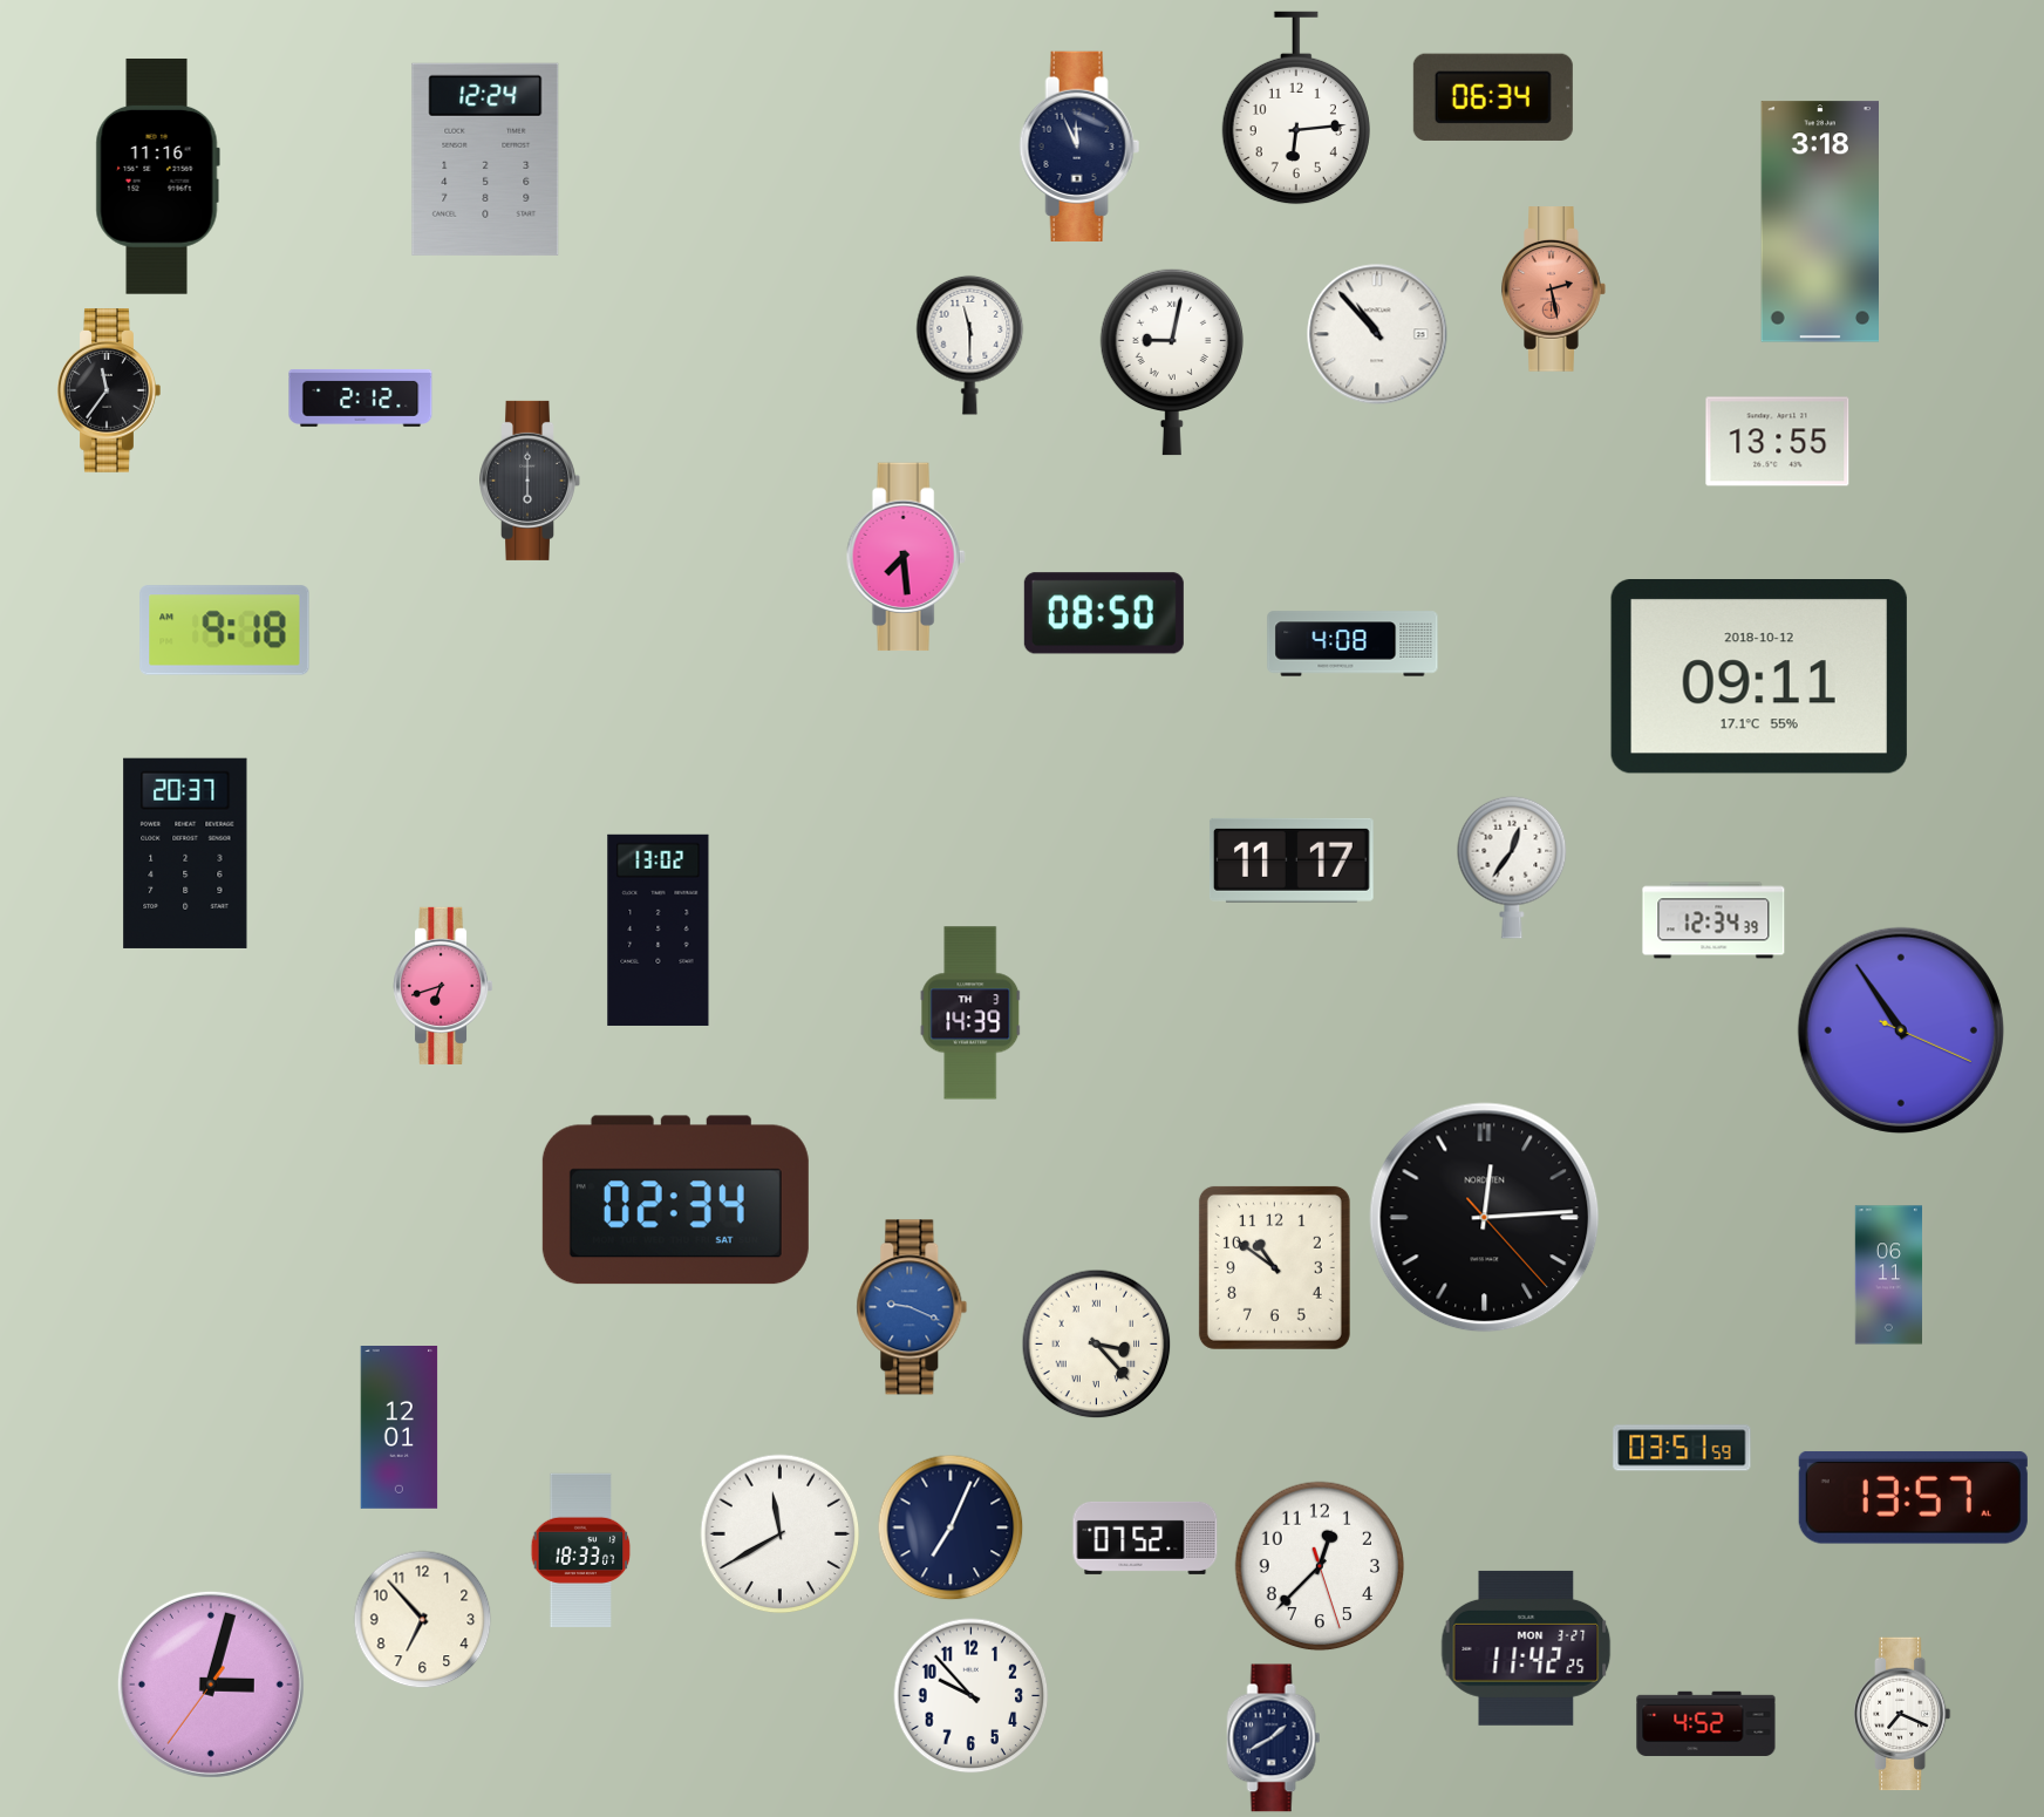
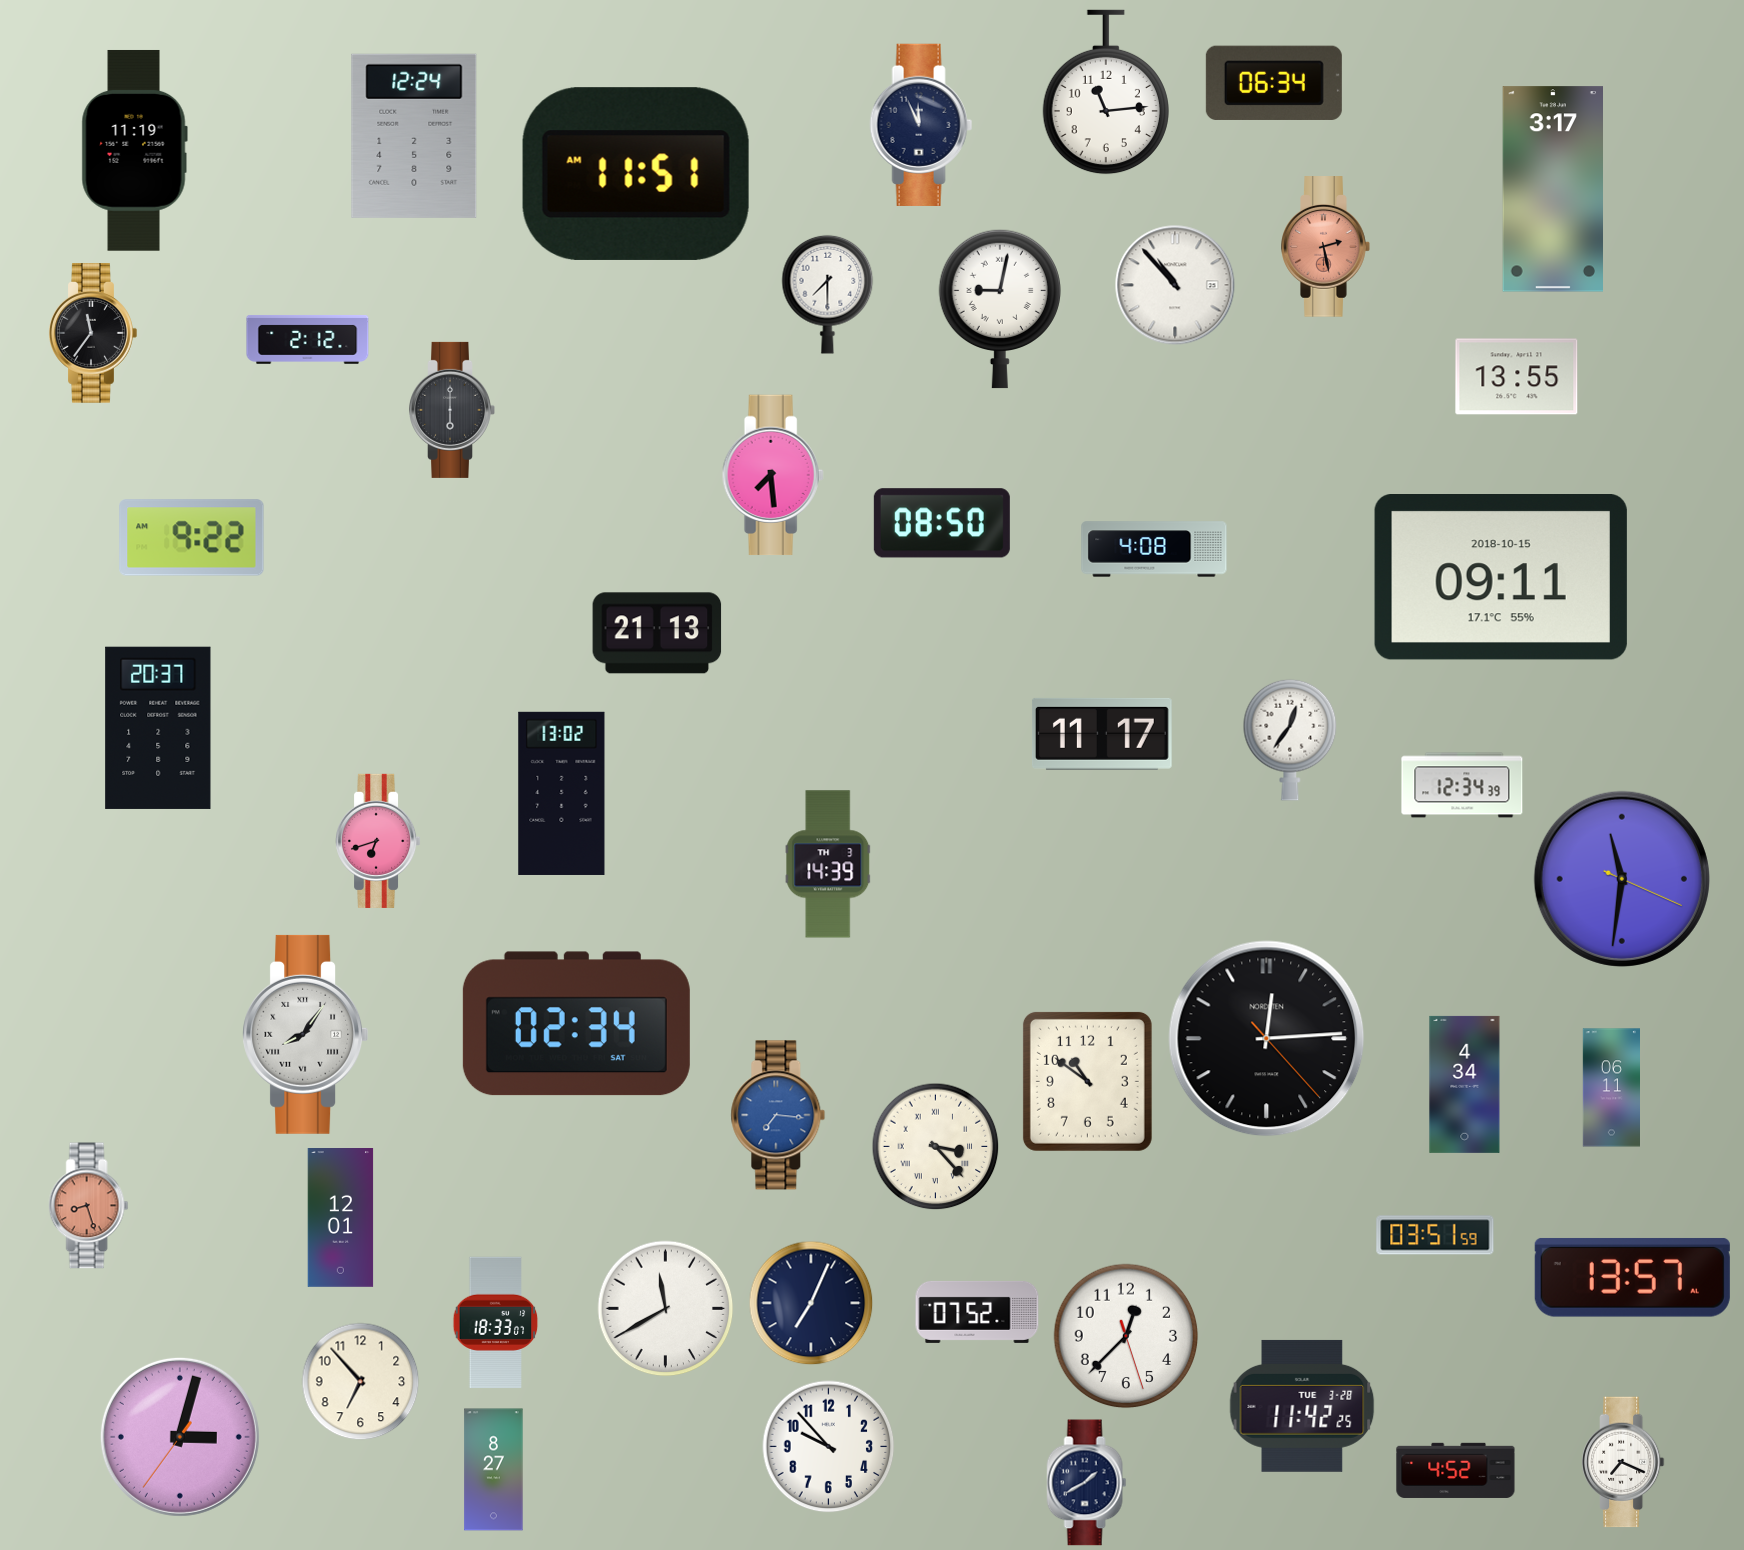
clock at (1296, 108): 6:14 -> 11:14
clock at (157, 176): 11:16 -> 11:19
clock at (636, 174): none -> 11:51
clock at (1819, 222): 3:18 -> 3:17
clock at (970, 345): 11:30 -> 7:30
clock at (225, 631): 9:18 -> 9:22
clock at (1759, 678) date: 2018-10-12 -> 2018-10-15
clock at (657, 633): none -> 21:13
clock at (1901, 1030): 10:54 -> 11:31
clock at (306, 1034): none -> 8:06
clock at (1465, 1084): none -> 4:34
clock at (912, 1307): 9:19 -> 7:16
clock at (89, 1206): none -> 8:27
clock at (1526, 1648) date: MON 3-27 -> TUE 3-28
clock at (494, 1470): none -> 8:27
